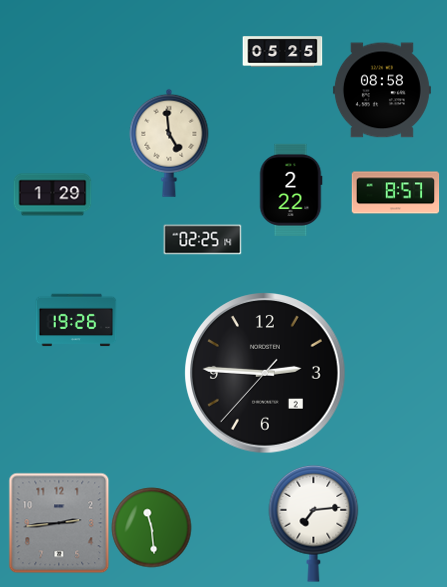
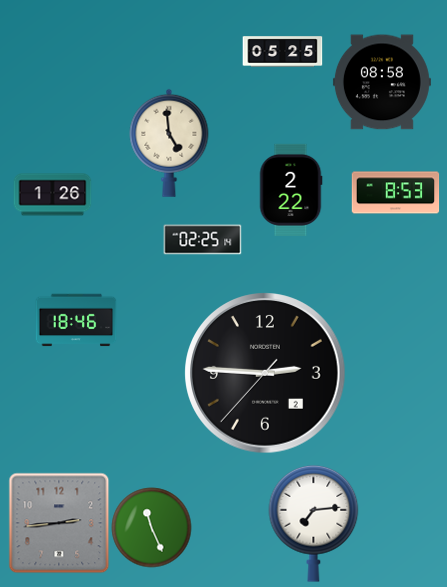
clock at (382, 90) position: (382, 90) -> (382, 82)
clock at (395, 193): 8:57 -> 8:53
clock at (52, 195): 1:29 -> 1:26
clock at (76, 320): 19:26 -> 18:46
clock at (151, 527): 11:29 -> 11:26
